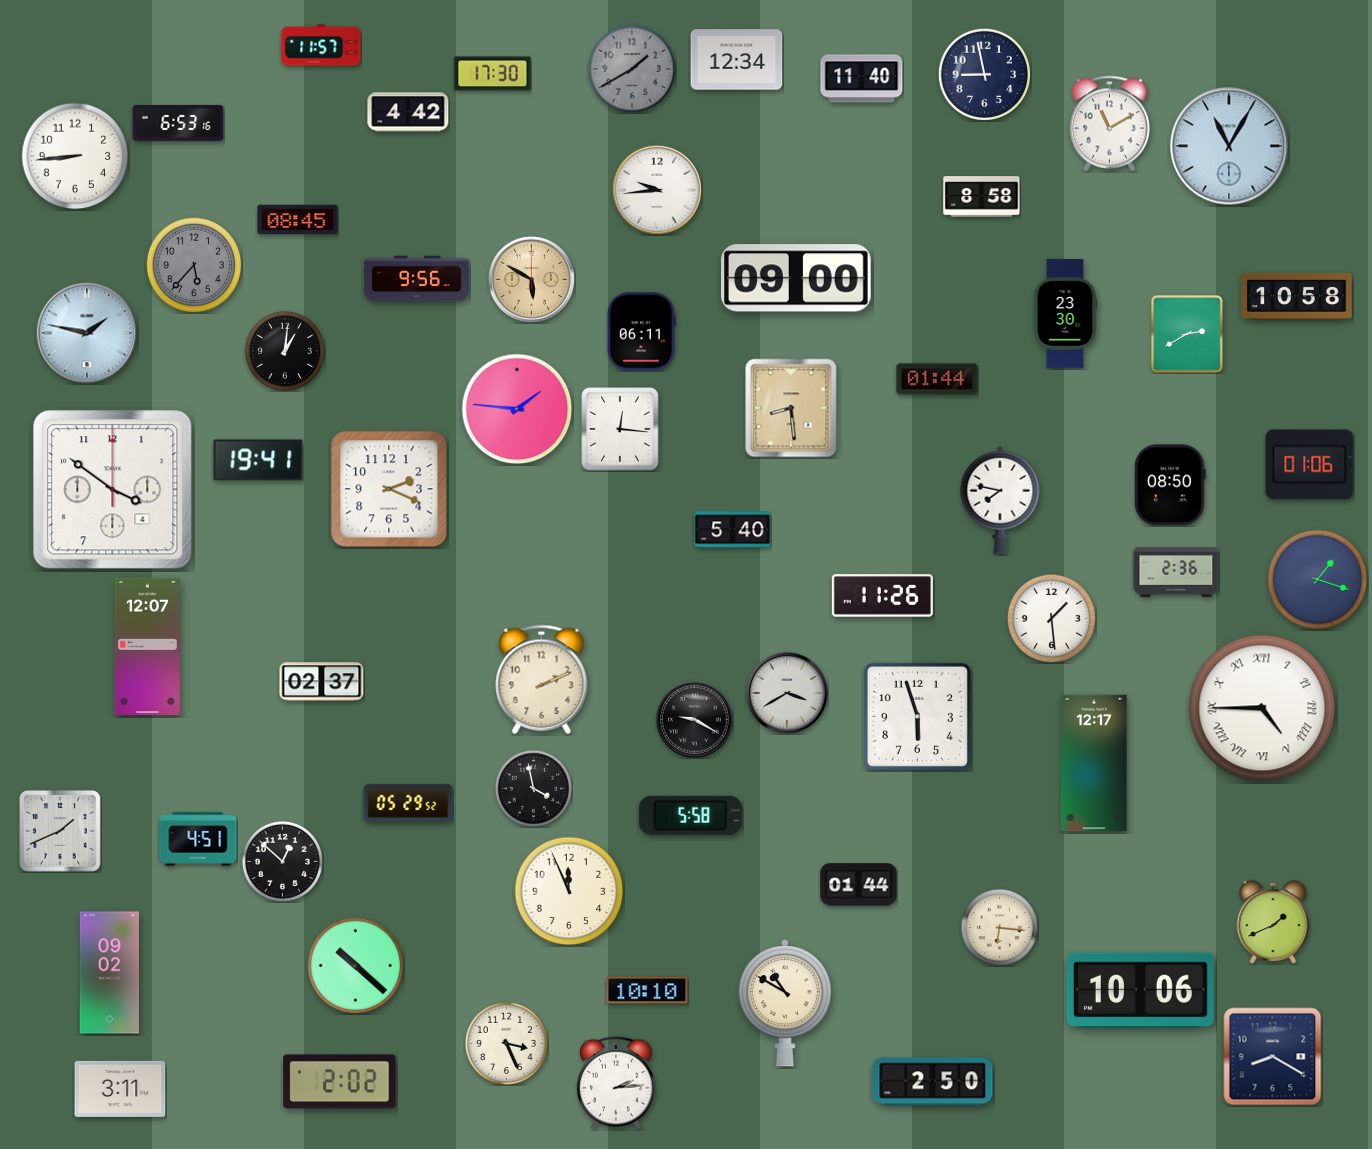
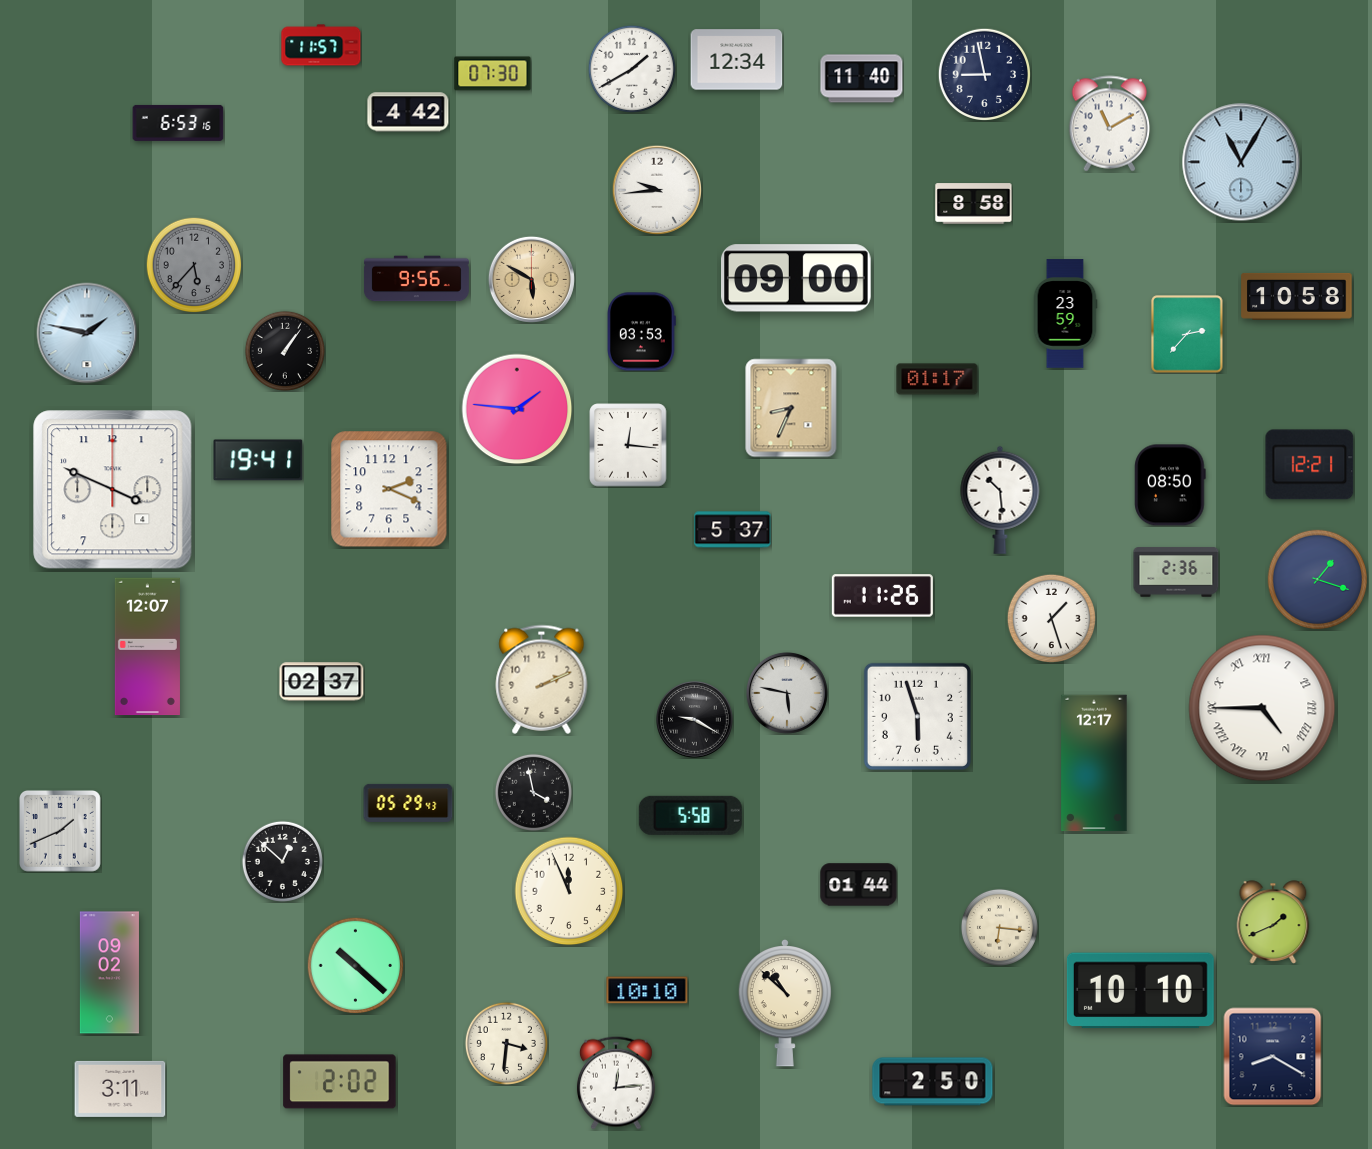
clock at (631, 68) dial: grey -> white
clock at (493, 74): 17:30 -> 07:30
clock at (1229, 146) position: (1229, 146) -> (1241, 162)
clock at (75, 156): 8:44 -> none
clock at (982, 197) position: (982, 197) -> (974, 204)
clock at (298, 220): 08:45 -> none
clock at (1065, 314): 23:30 -> 23:59
clock at (641, 332): 06:11 -> 03:53
clock at (1187, 334): 2:40 -> 2:37
clock at (285, 351): 1:01 -> 1:06
clock at (937, 379): 01:44 -> 01:17
clock at (791, 408): 8:29 -> 8:34
clock at (620, 429) position: (620, 429) -> (628, 445)
clock at (1310, 465): 01:06 -> 12:21
clock at (113, 490): 3:51 -> 3:49
clock at (1000, 500): 7:47 -> 10:29
clock at (733, 530): 5:40 -> 5:37
clock at (1051, 618): 1:29 -> 1:27
clock at (787, 693): 3:40 -> 5:47
clock at (533, 788) position: (533, 788) -> (533, 792)
clock at (408, 803): 05:29:52 -> 05:29:43
clock at (198, 839): 4:51 -> none
clock at (1140, 991): 10:06 -> 10:10
clock at (784, 1003): 10:50 -> 10:52
clock at (506, 1043): 3:26 -> 3:31
clock at (616, 1083): 2:14 -> 12:14
